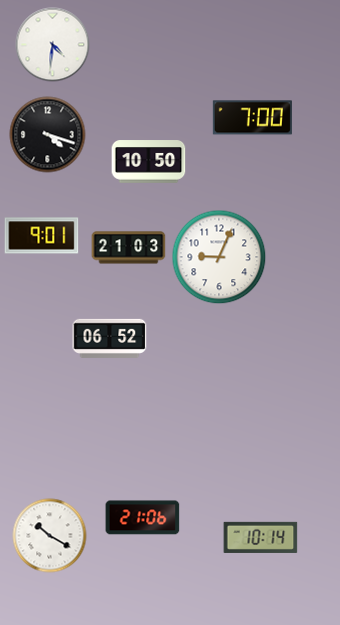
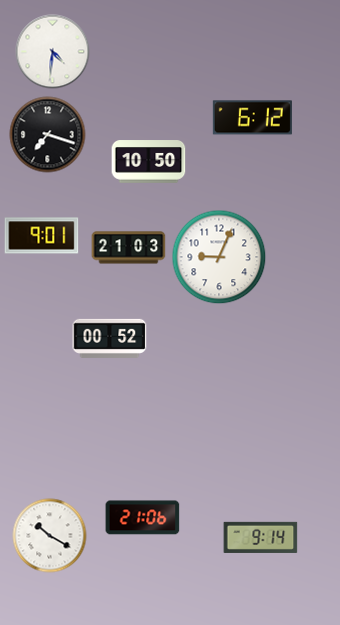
clock at (53, 45) position: (53, 45) -> (53, 52)
clock at (252, 118): 7:00 -> 6:12
clock at (48, 135): 4:18 -> 7:18
clock at (110, 338): 06:52 -> 00:52
clock at (261, 537): 10:14 -> 9:14
